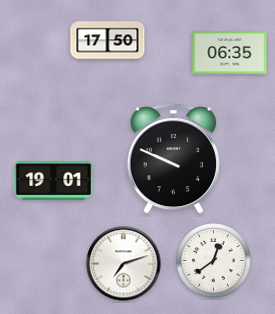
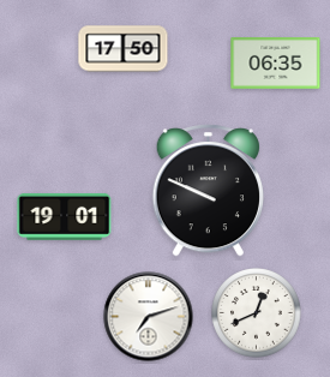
clock at (108, 41) position: (108, 41) -> (124, 49)
clock at (214, 261): 12:39 -> 12:41
